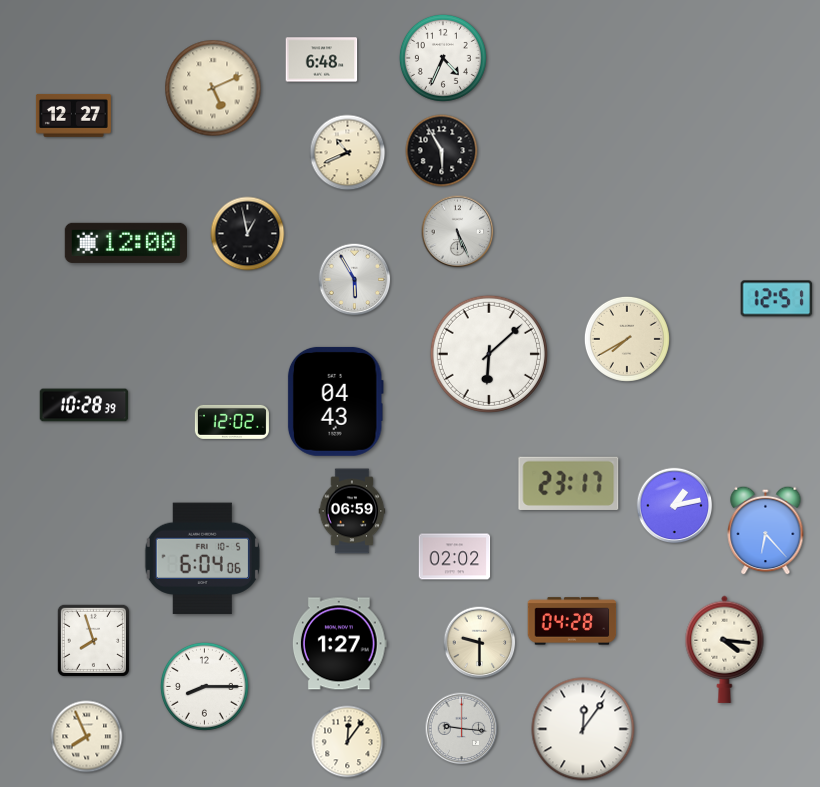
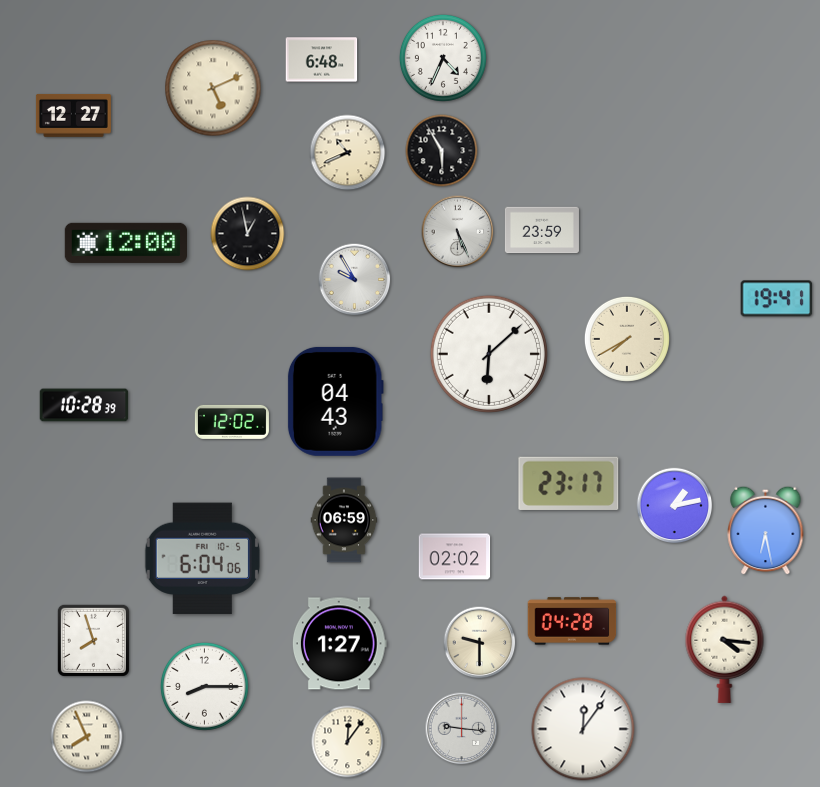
clock at (542, 230): none -> 23:59
clock at (355, 280): 5:55 -> 9:55
clock at (777, 299): 12:51 -> 19:41
clock at (352, 511) position: (352, 511) -> (344, 520)
clock at (766, 530): 6:23 -> 6:28
